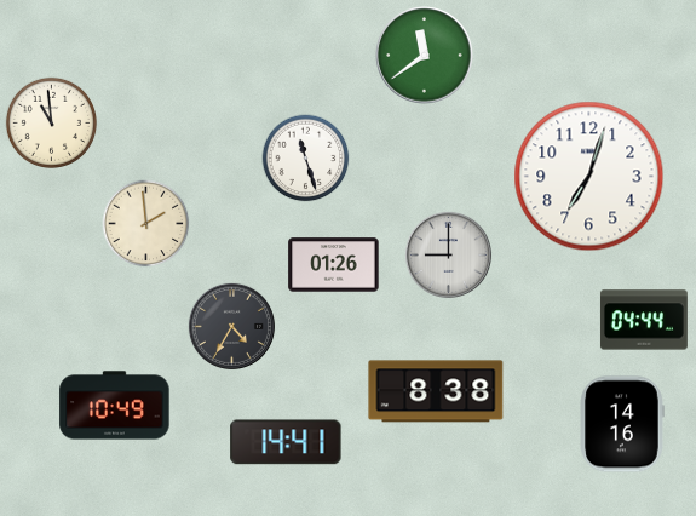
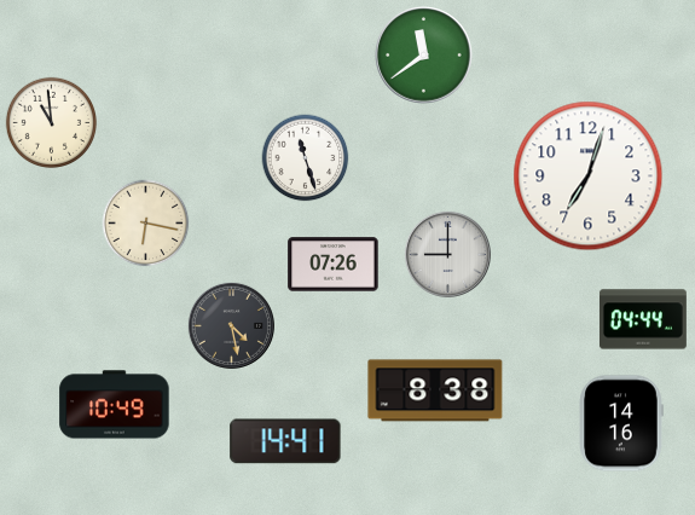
clock at (146, 224): 1:59 -> 6:17
clock at (334, 265): 01:26 -> 07:26
clock at (231, 326): 4:35 -> 4:28
